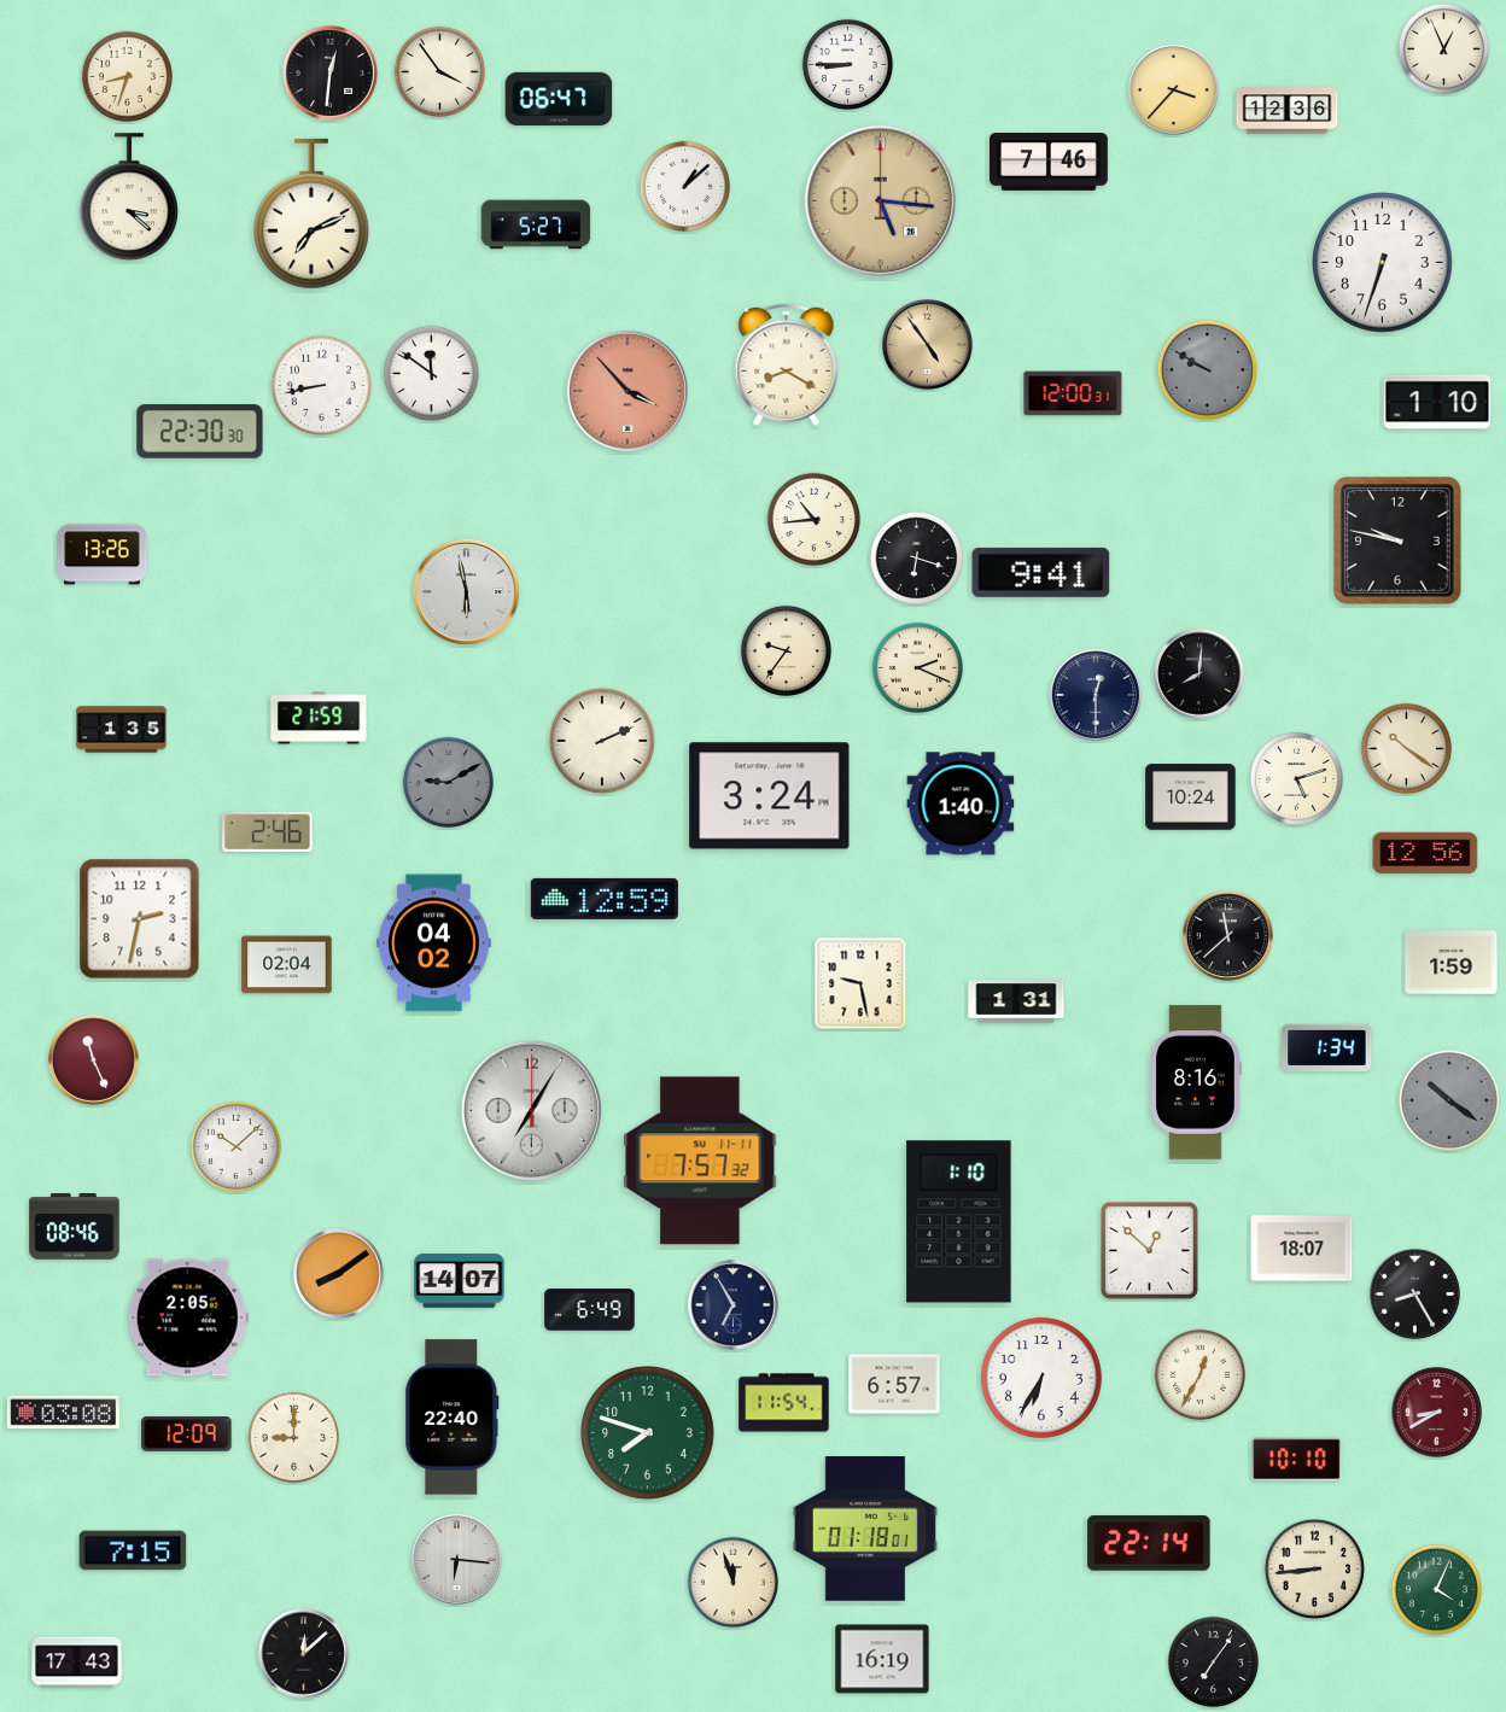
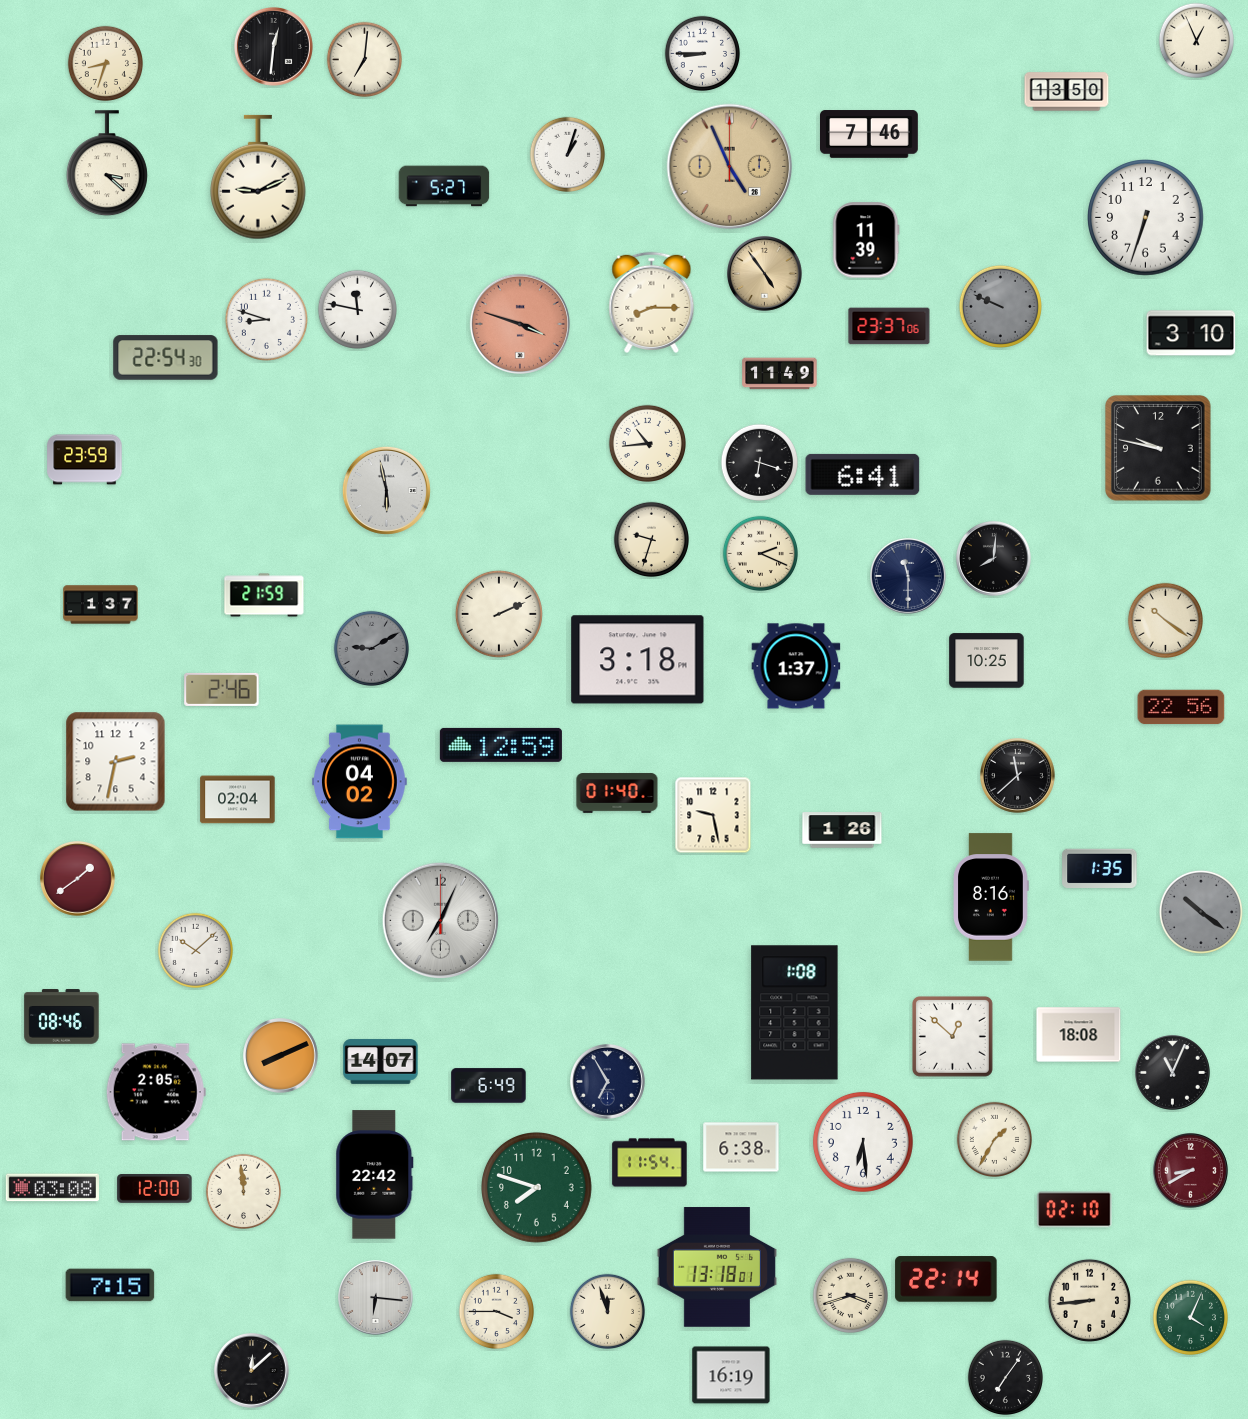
clock at (439, 71): 3:54 -> 7:01
clock at (329, 72) position: (329, 72) -> (273, 46)
clock at (1174, 90): 3:37 -> none
clock at (559, 99): 06:47 -> none
clock at (1288, 111): 12:36 -> 13:50
clock at (684, 186): 1:08 -> 1:03
clock at (881, 201): 5:16 -> 4:56
clock at (313, 214): 7:11 -> 9:11
clock at (866, 240): none -> 11:39
clock at (928, 345) position: (928, 345) -> (765, 274)
clock at (787, 364): 8:20 -> 8:15
clock at (1207, 369): 9:50 -> 9:49
clock at (431, 373): 11:51 -> 11:47
clock at (321, 385): 8:43 -> 8:48
clock at (627, 391): 3:53 -> 3:48
clock at (1073, 393): 12:00 -> 23:37
clock at (1437, 402): 1:10 -> 3:10
clock at (200, 432): 22:30 -> 22:54
clock at (780, 374): none -> 11:49
clock at (813, 519) position: (813, 519) -> (647, 443)
clock at (103, 555): 13:26 -> 23:59
clock at (1041, 572): 9:41 -> 6:41
clock at (786, 650): 9:36 -> 9:33
clock at (1097, 696): 12:30 -> 11:30
clock at (122, 730): 1:35 -> 1:37
clock at (1296, 778): 5:12 -> none
clock at (770, 796): 3:24 -> 3:18
clock at (1191, 797): 10:24 -> 10:25
clock at (961, 804): 1:40 -> 1:37
clock at (1425, 853): 12:56 -> 22:56
clock at (617, 793): none -> 01:40
clock at (1452, 963): 1:59 -> none
clock at (1016, 1001): 1:31 -> 1:26
clock at (1327, 1048): 1:34 -> 1:35
clock at (94, 1060): 11:26 -> 1:39
clock at (532, 1111): 7:05 -> 7:04
clock at (700, 1161): 7:57 -> none
clock at (959, 1222): 1:10 -> 1:08
clock at (1302, 1249): 18:07 -> 18:08
clock at (339, 1274): 8:09 -> 8:11
clock at (1415, 1295): 8:25 -> 11:04
clock at (1199, 1374): 12:35 -> 1:35
clock at (1041, 1378): 6:35 -> 6:29
clock at (894, 1384): 6:57 -> 6:38
clock at (63, 1413) position: (63, 1413) -> (52, 1188)
clock at (453, 1418): 22:40 -> 22:42
clock at (187, 1435): 12:09 -> 12:00
clock at (293, 1437): 9:00 -> 11:59
clock at (1297, 1460): 10:10 -> 02:10
clock at (865, 1529): 01:18 -> 13:18
clock at (1149, 1543) position: (1149, 1543) -> (946, 1279)
clock at (457, 1560) position: (457, 1560) -> (376, 1298)
clock at (850, 1295): none -> 3:42
clock at (496, 1311): none -> 3:45
clock at (77, 1663): 17:43 -> none
